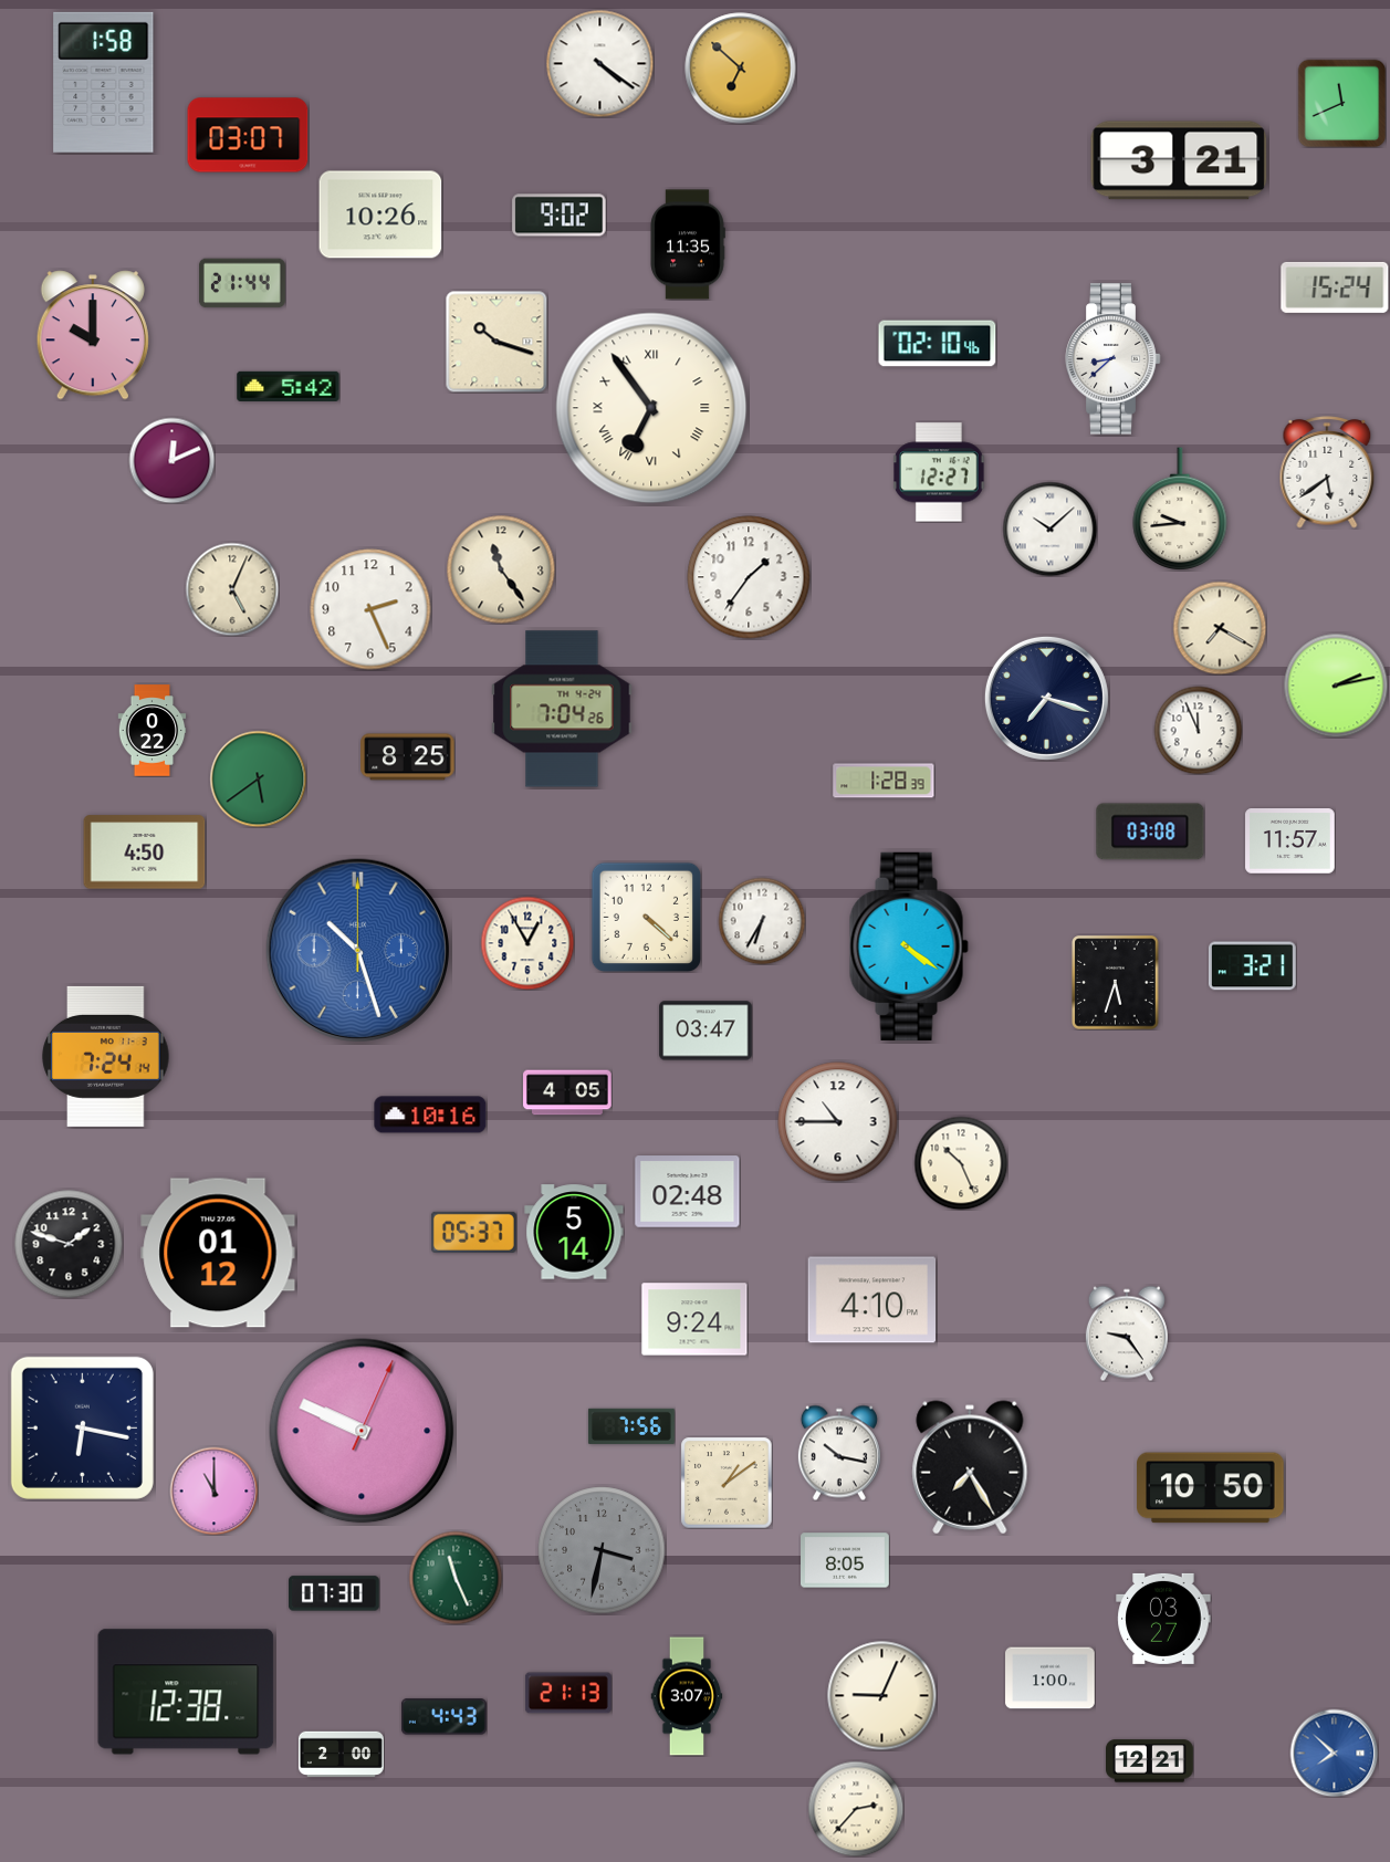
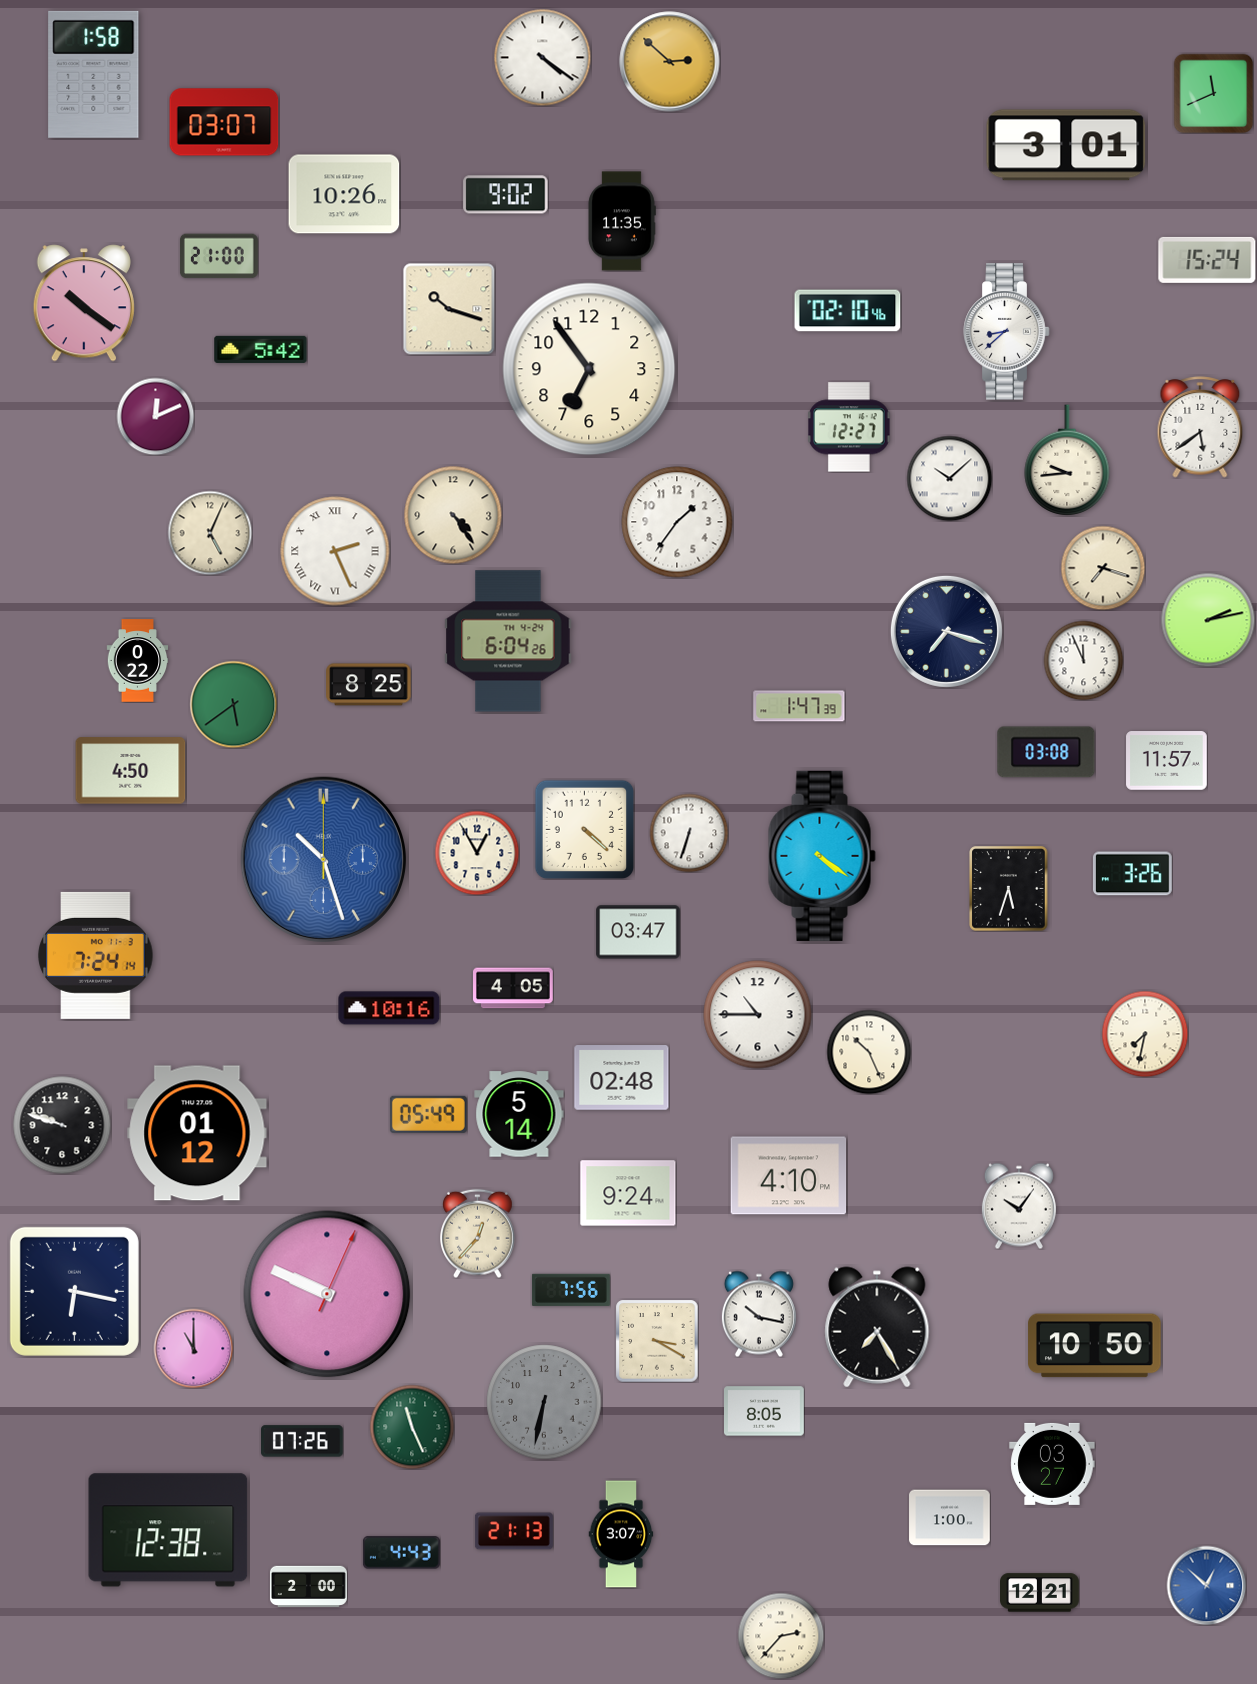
clock at (741, 69): 6:52 -> 2:52
clock at (1179, 160): 3:21 -> 3:01
clock at (242, 283): 21:44 -> 21:00
clock at (93, 335): 10:00 -> 10:21
clock at (1114, 359) position: (1114, 359) -> (1007, 332)
clock at (651, 408) numerals: Roman -> Arabic
clock at (501, 569): 11:24 -> 4:24
clock at (370, 609) numerals: Arabic -> Roman
clock at (1220, 628): 7:20 -> 7:18
clock at (562, 709): 7:04 -> 6:04
clock at (884, 781): 1:28 -> 1:47
clock at (1150, 831) position: (1150, 831) -> (1046, 752)
clock at (762, 921): 6:35 -> 6:33
clock at (1252, 966): 3:21 -> 3:26
clock at (1145, 1034): none -> 7:32
clock at (473, 1232): 05:37 -> 05:49
clock at (69, 1244): 1:48 -> 9:48
clock at (1127, 1333): 9:24 -> 10:06
clock at (478, 1233): none -> 12:37
clock at (727, 1483): 1:09 -> 3:20
clock at (602, 1550): 3:32 -> 6:32
clock at (334, 1593): 07:30 -> 07:26
clock at (882, 1696): 9:04 -> none
clock at (1334, 1753): 7:52 -> 12:52
clock at (856, 1809) position: (856, 1809) -> (781, 1636)
